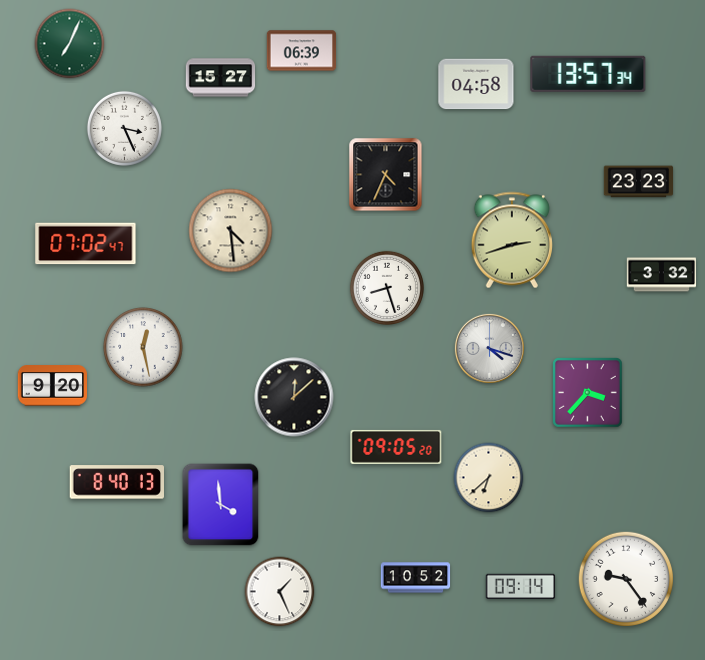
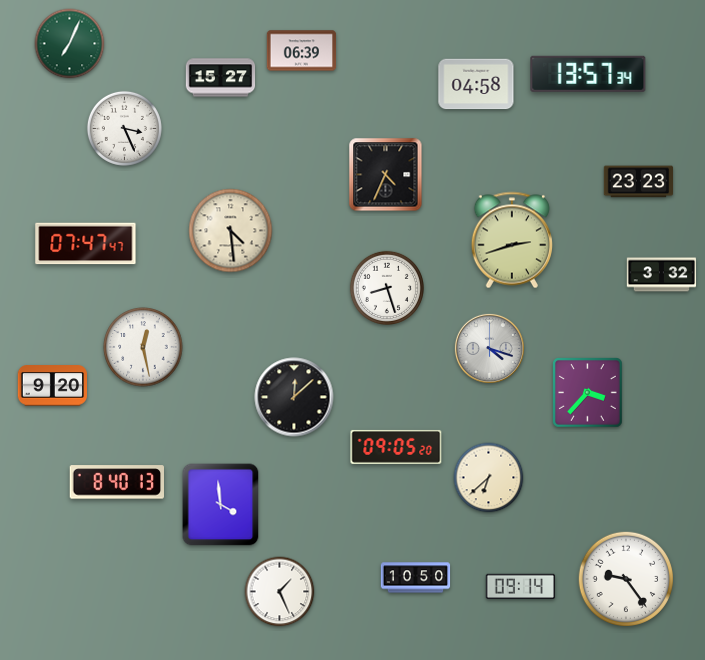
clock at (86, 244): 07:02 -> 07:47
clock at (416, 578): 10:52 -> 10:50
